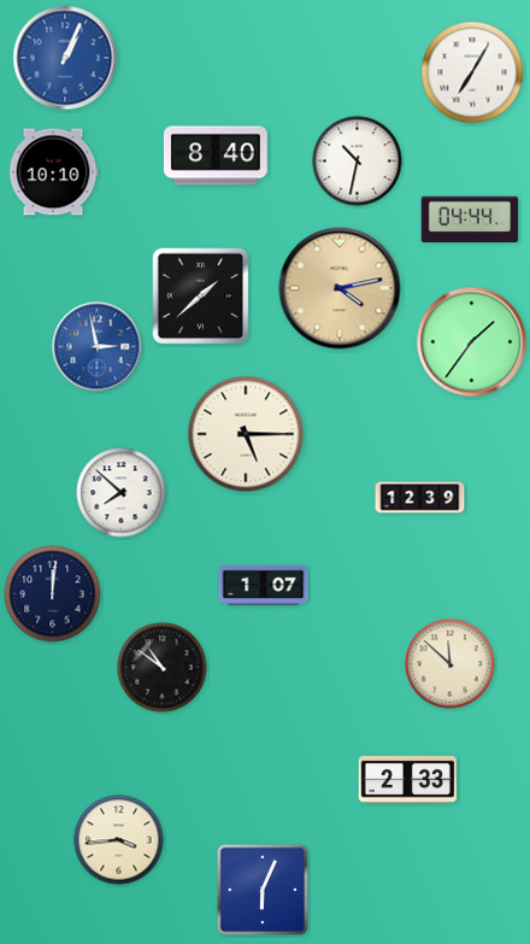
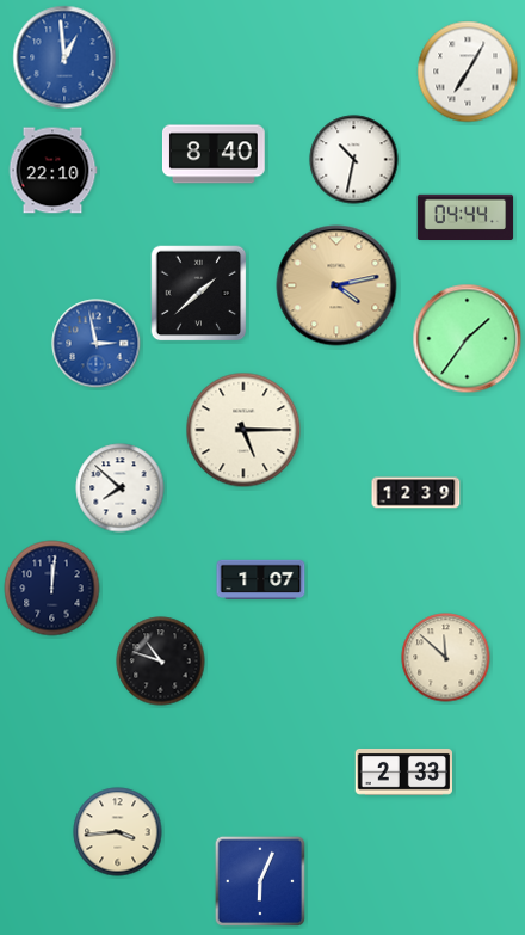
clock at (65, 58): 1:04 -> 12:59
clock at (53, 172): 10:10 -> 22:10
clock at (163, 668): 10:51 -> 10:48
